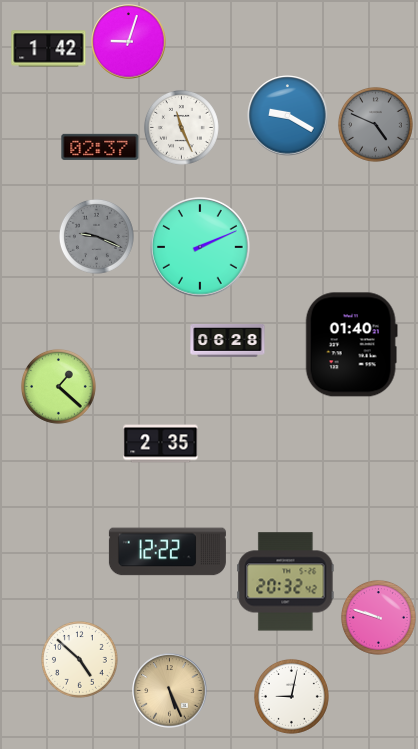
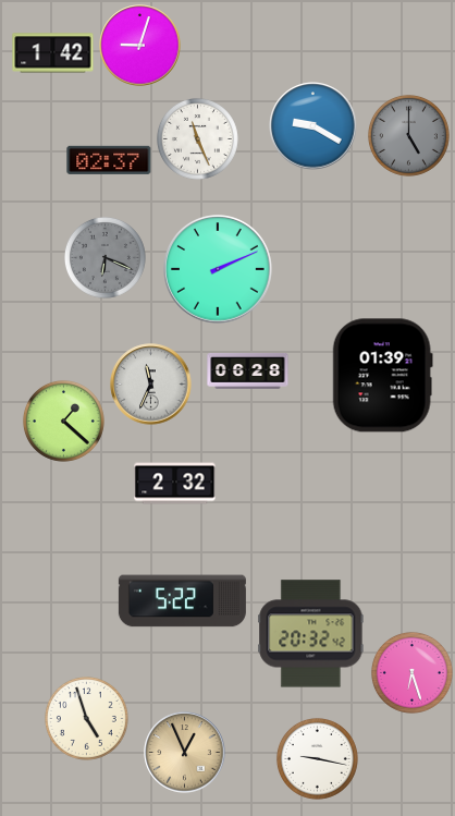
clock at (375, 124): 4:49 -> 5:00
clock at (96, 236): 9:19 -> 6:19
clock at (351, 345): 01:40 -> 01:39
clock at (151, 385): none -> 11:34
clock at (161, 444): 2:35 -> 2:32
clock at (167, 552): 12:22 -> 5:22
clock at (378, 617): 9:48 -> 6:27
clock at (80, 660): 4:52 -> 4:57
clock at (170, 691): 5:26 -> 12:56
clock at (291, 696): 9:02 -> 9:17
